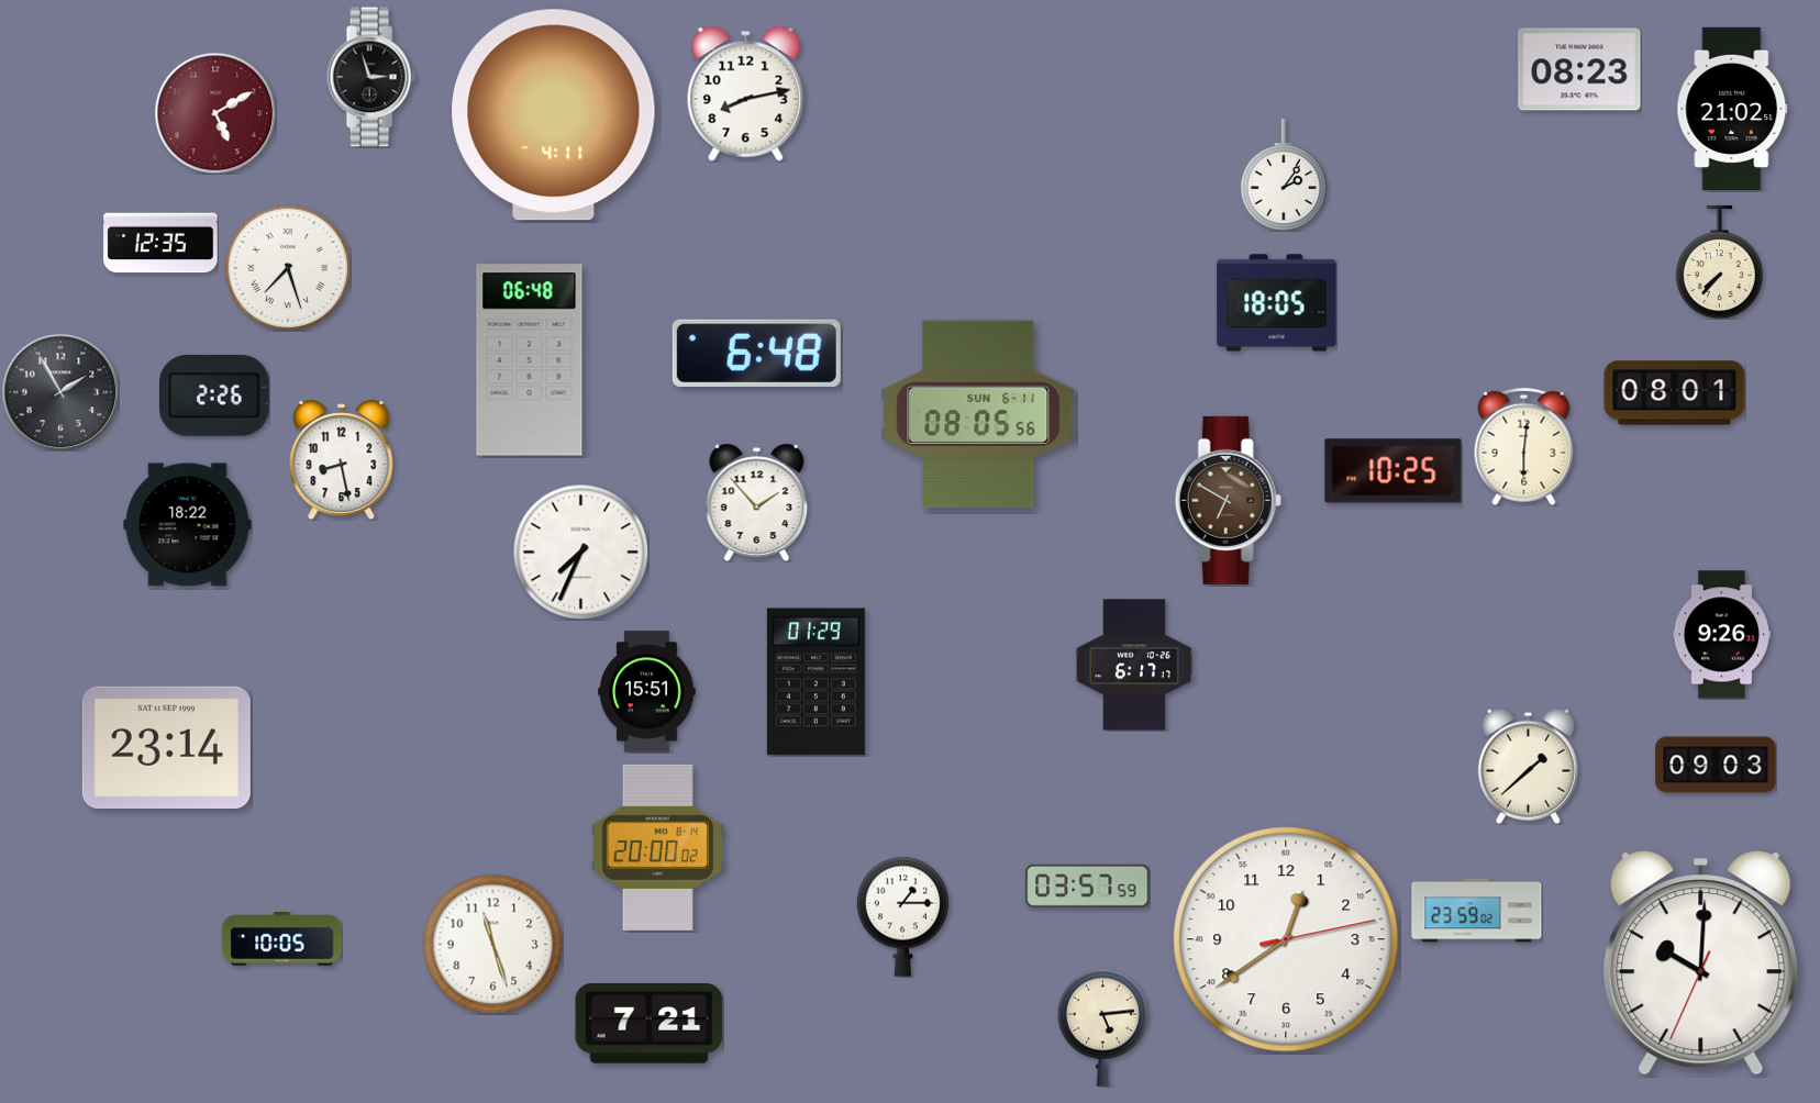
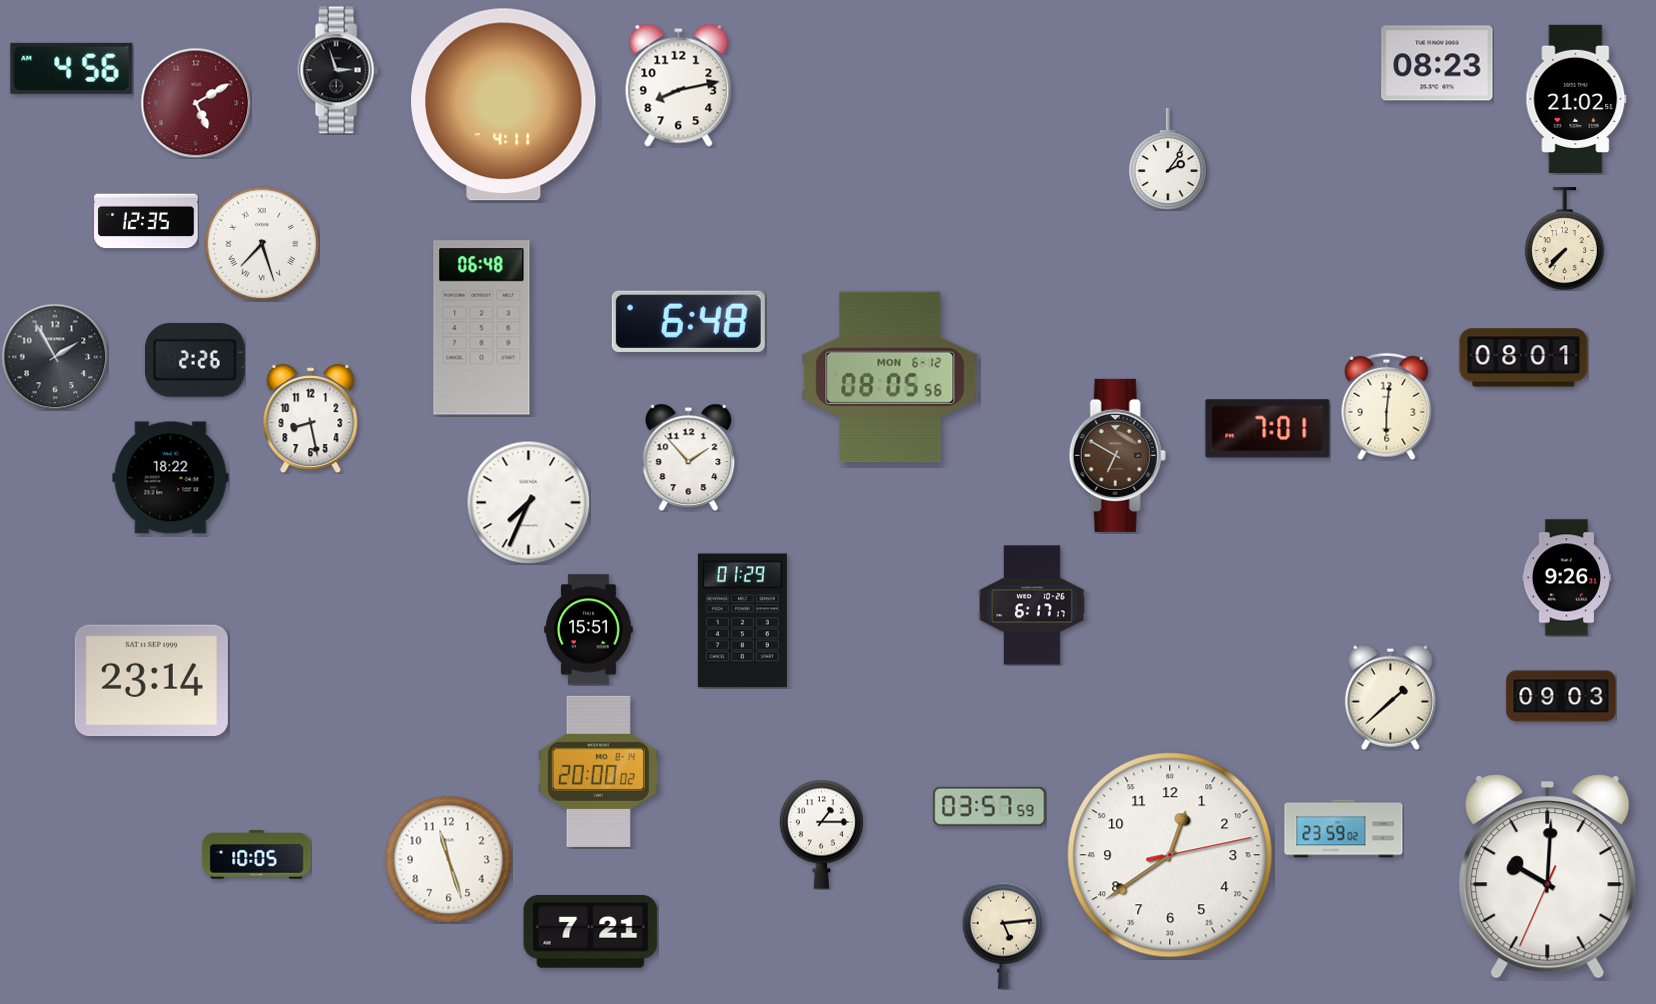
clock at (72, 68): none -> 4:56
clock at (1277, 303): 18:05 -> none
clock at (978, 414) date: SUN 6-11 -> MON 6-12
clock at (1394, 471): 10:25 -> 7:01
